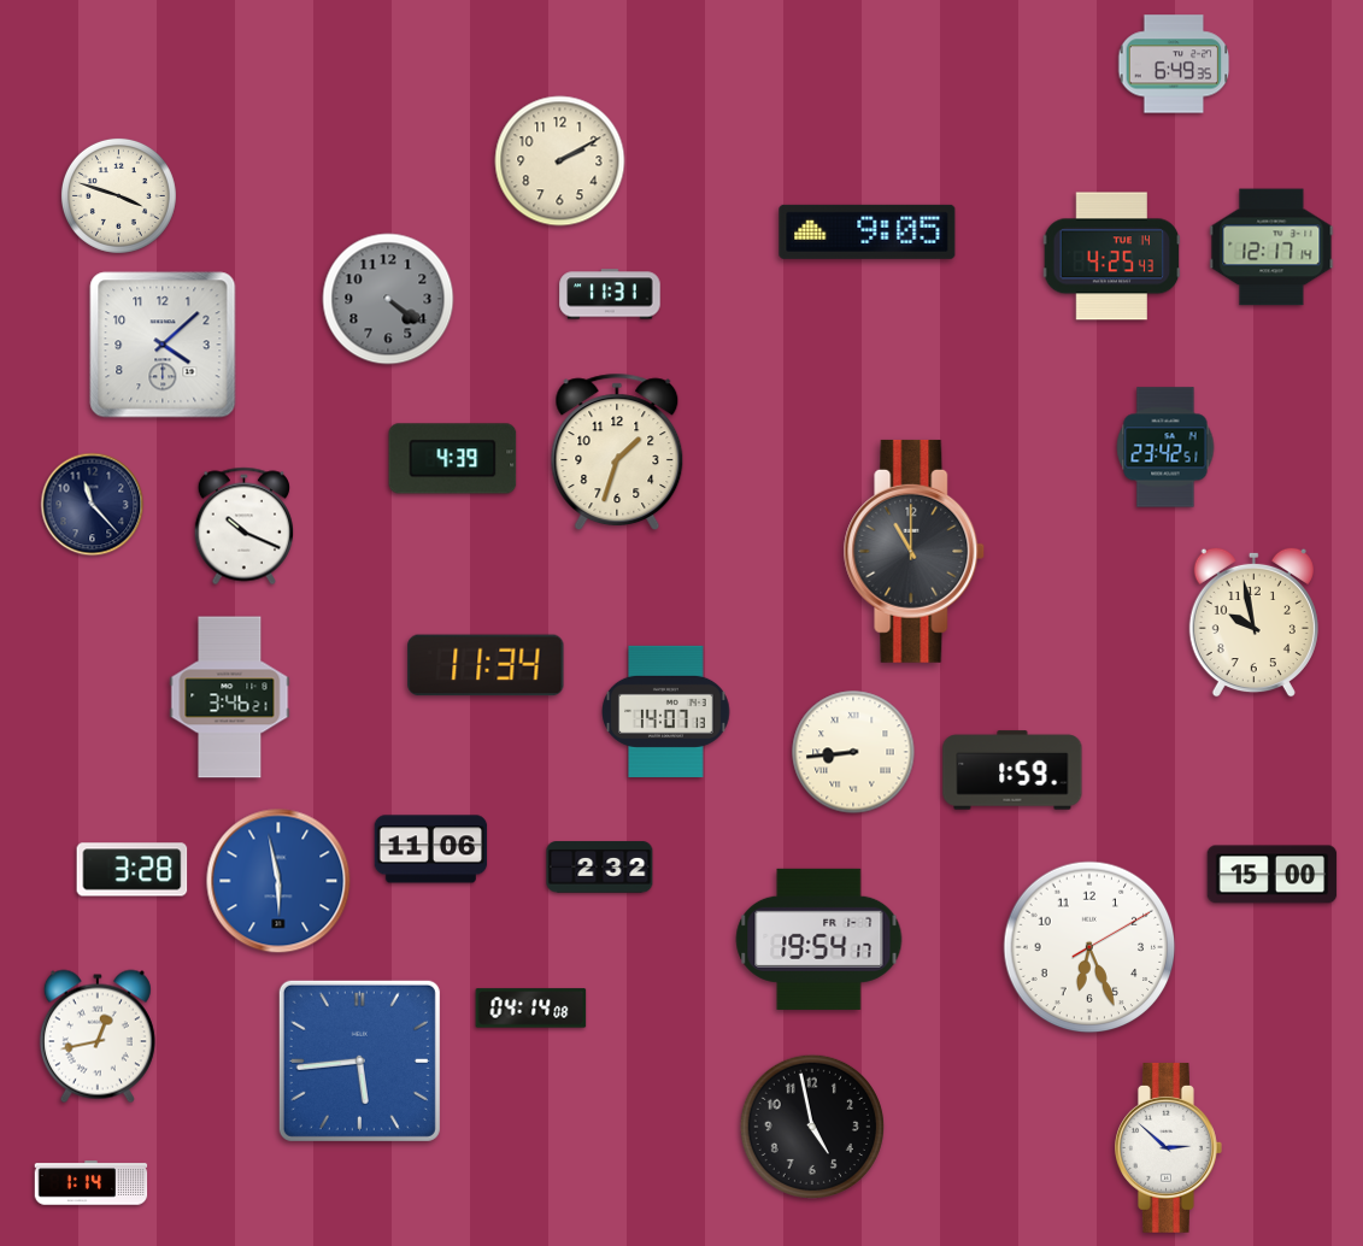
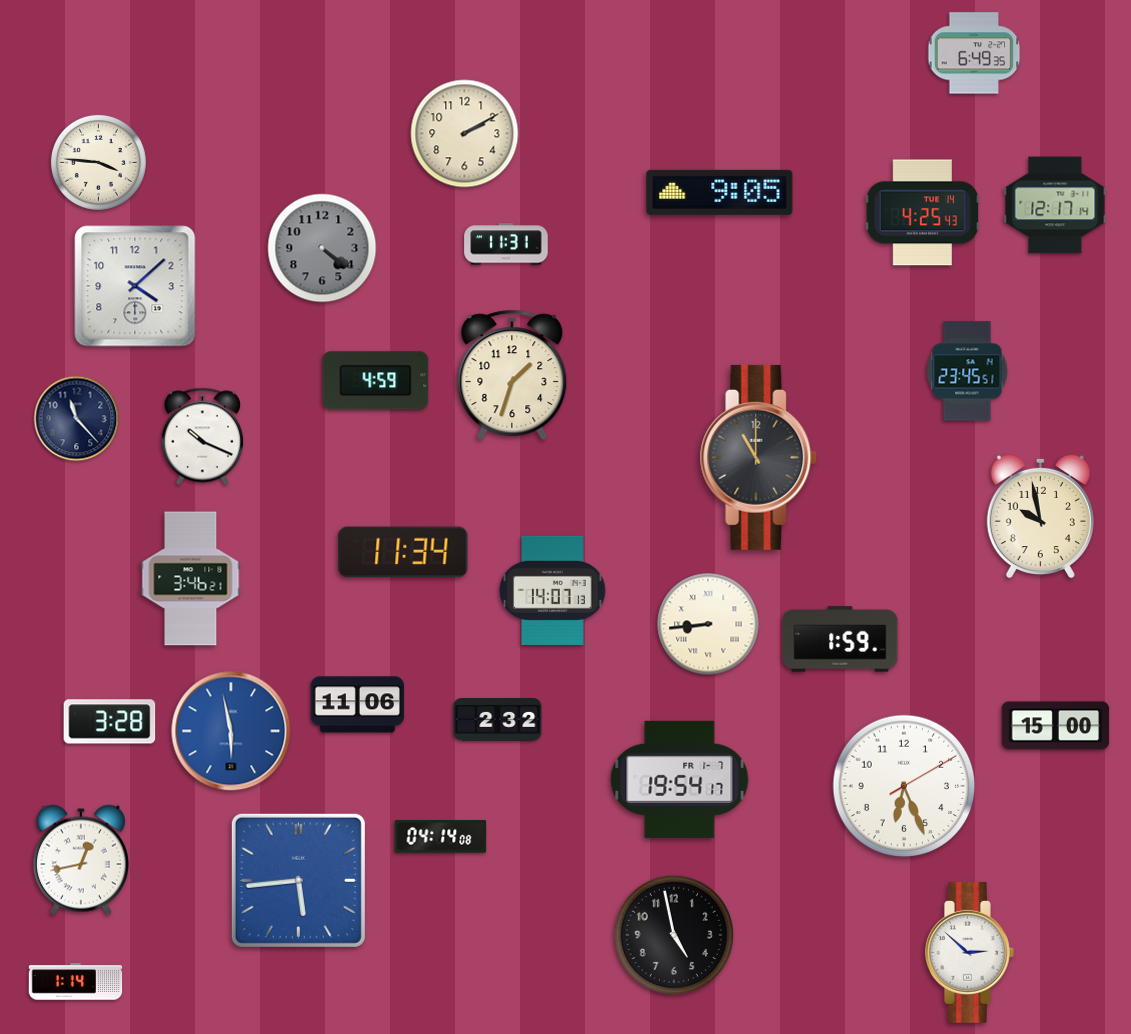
clock at (118, 195): 3:48 -> 3:46
clock at (1165, 447): 23:42 -> 23:45
clock at (453, 459): 4:39 -> 4:59
